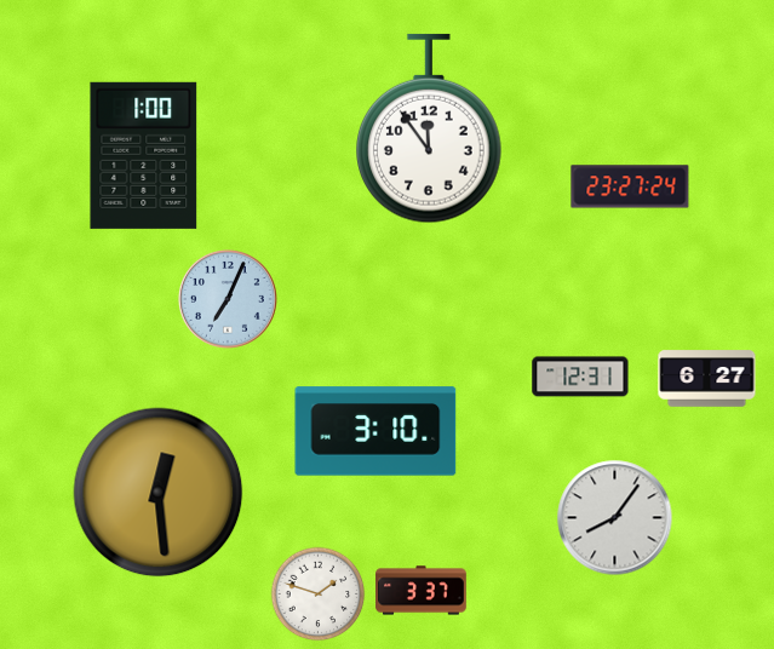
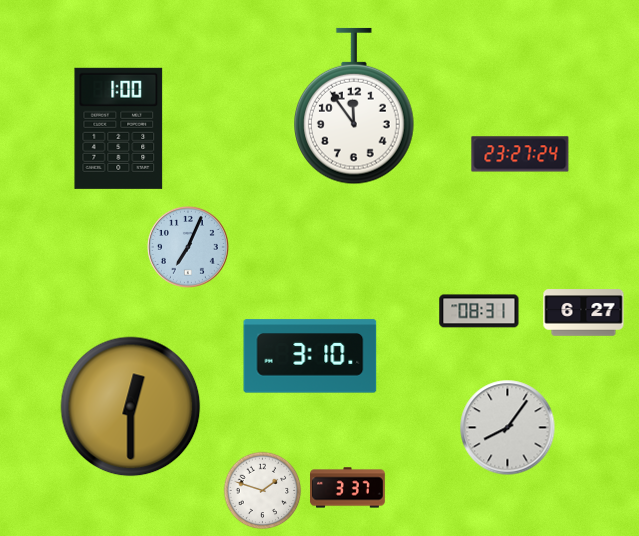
clock at (580, 377): 12:31 -> 08:31
clock at (159, 493): 12:29 -> 12:30
